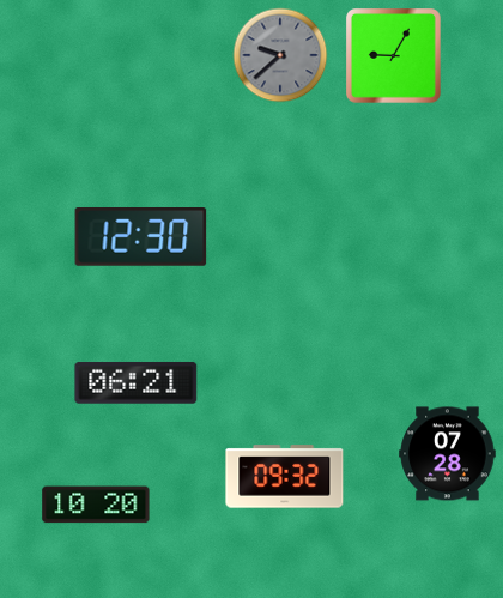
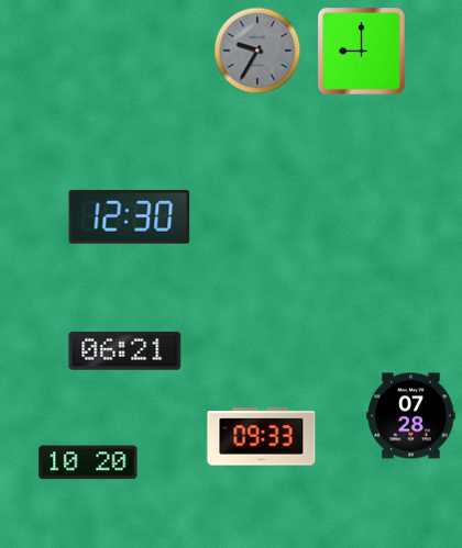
clock at (280, 55): 9:38 -> 9:35
clock at (394, 56): 9:05 -> 9:00
clock at (285, 477): 09:32 -> 09:33
